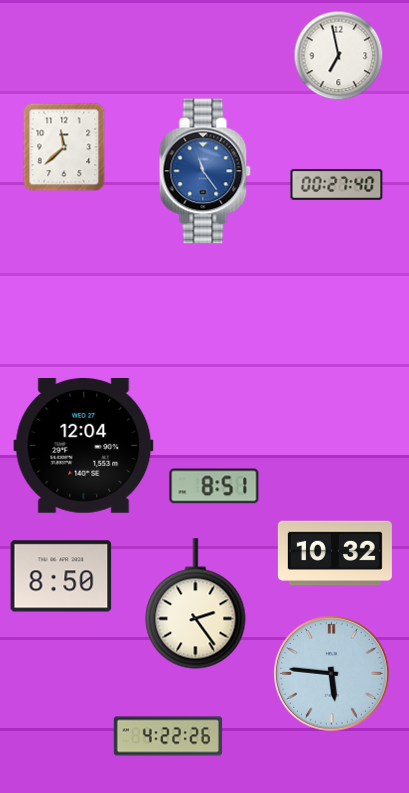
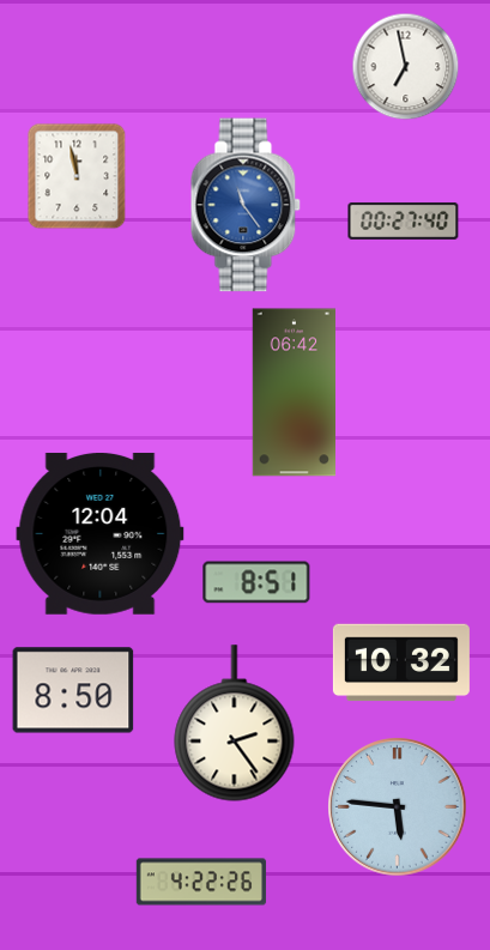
clock at (64, 147): 11:38 -> 11:58
clock at (294, 393): none -> 06:42
